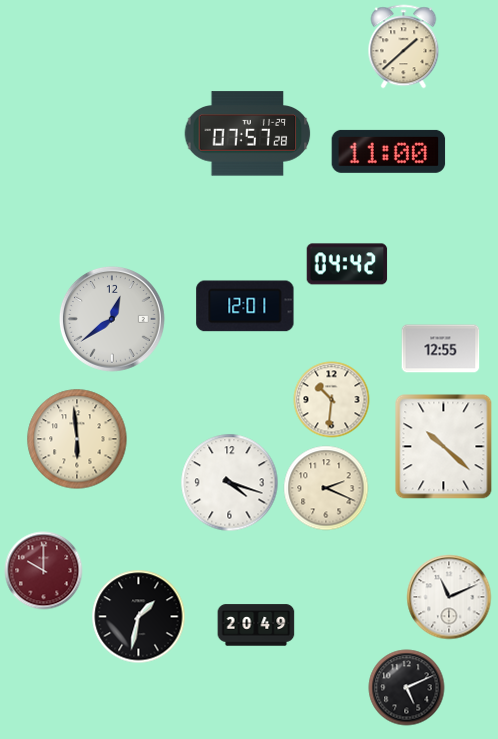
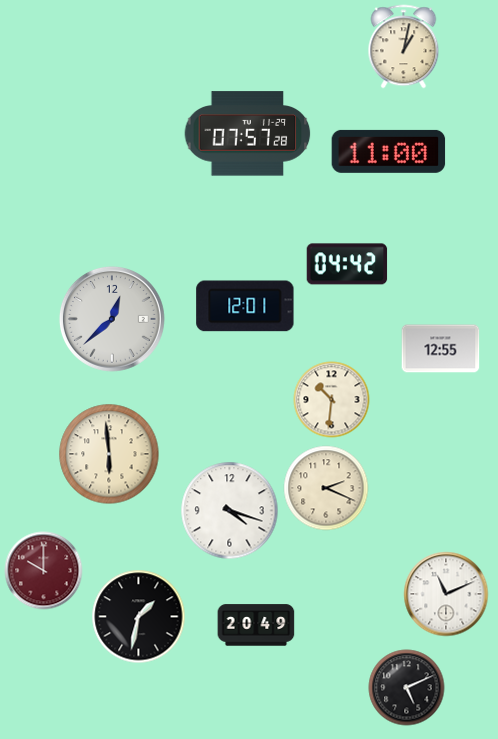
clock at (404, 47): 1:38 -> 1:02
clock at (112, 319): 12:39 -> 12:38
clock at (77, 439) position: (77, 439) -> (109, 454)
clock at (444, 447): 10:22 -> none
clock at (230, 483) position: (230, 483) -> (230, 511)
clock at (449, 597) position: (449, 597) -> (446, 594)
